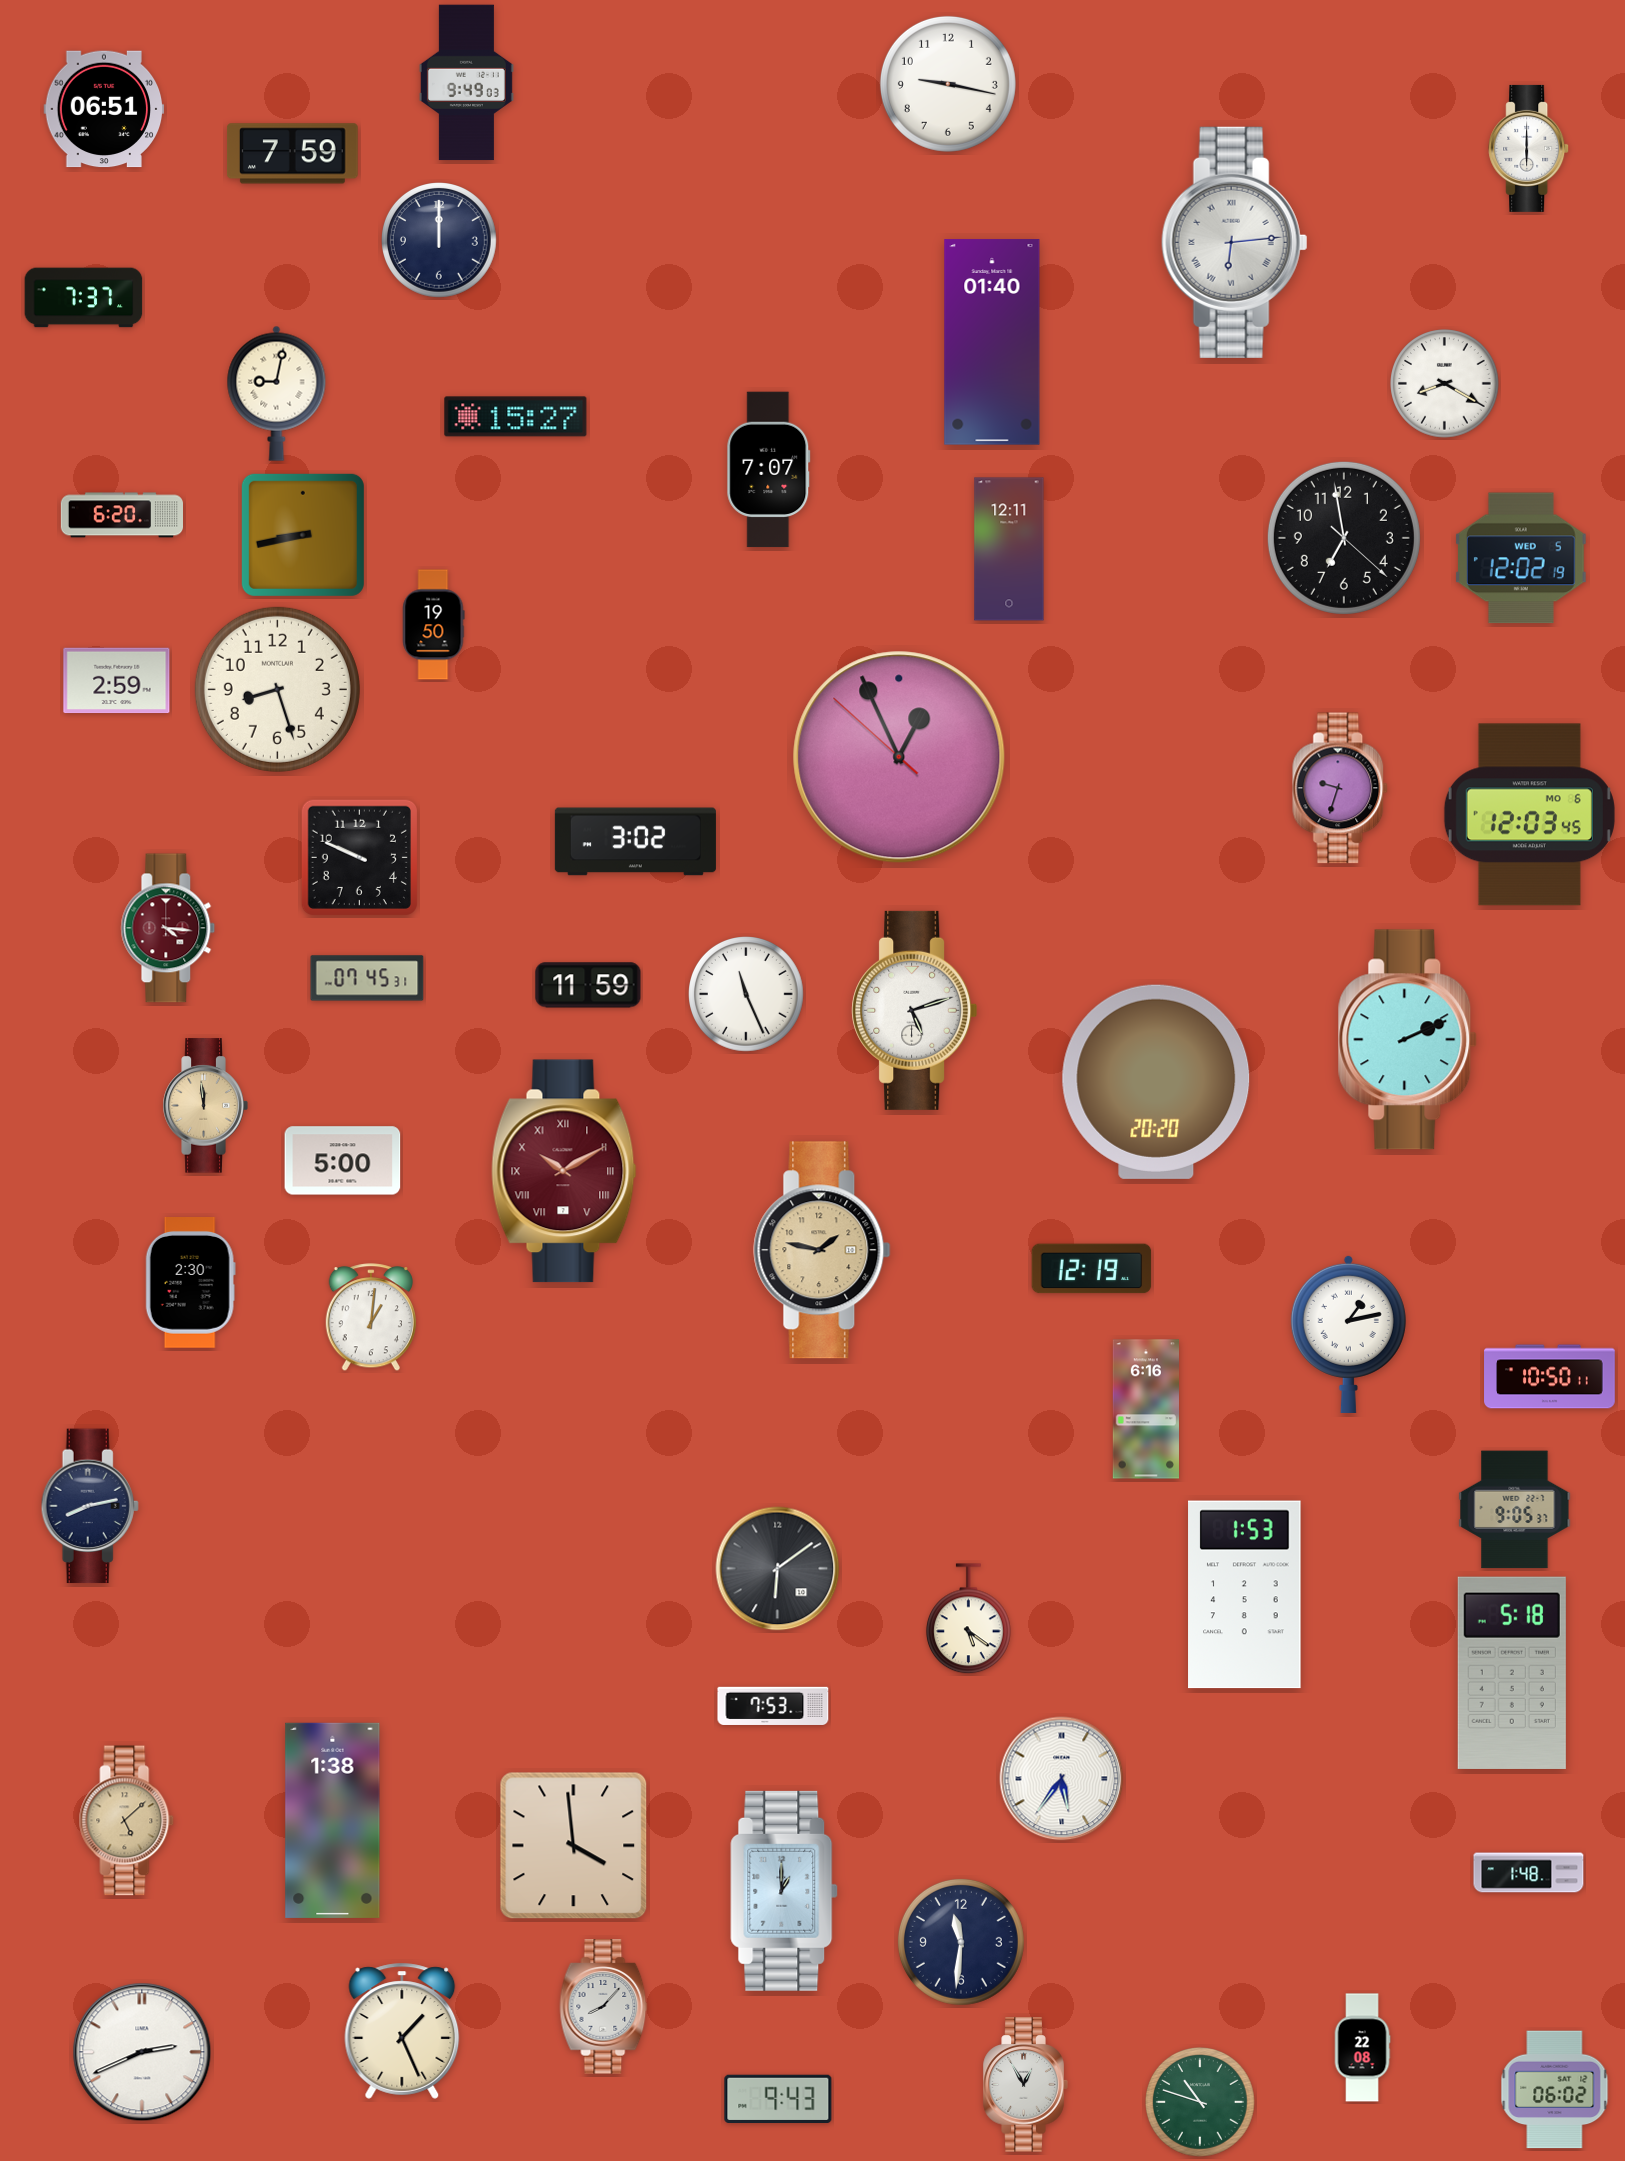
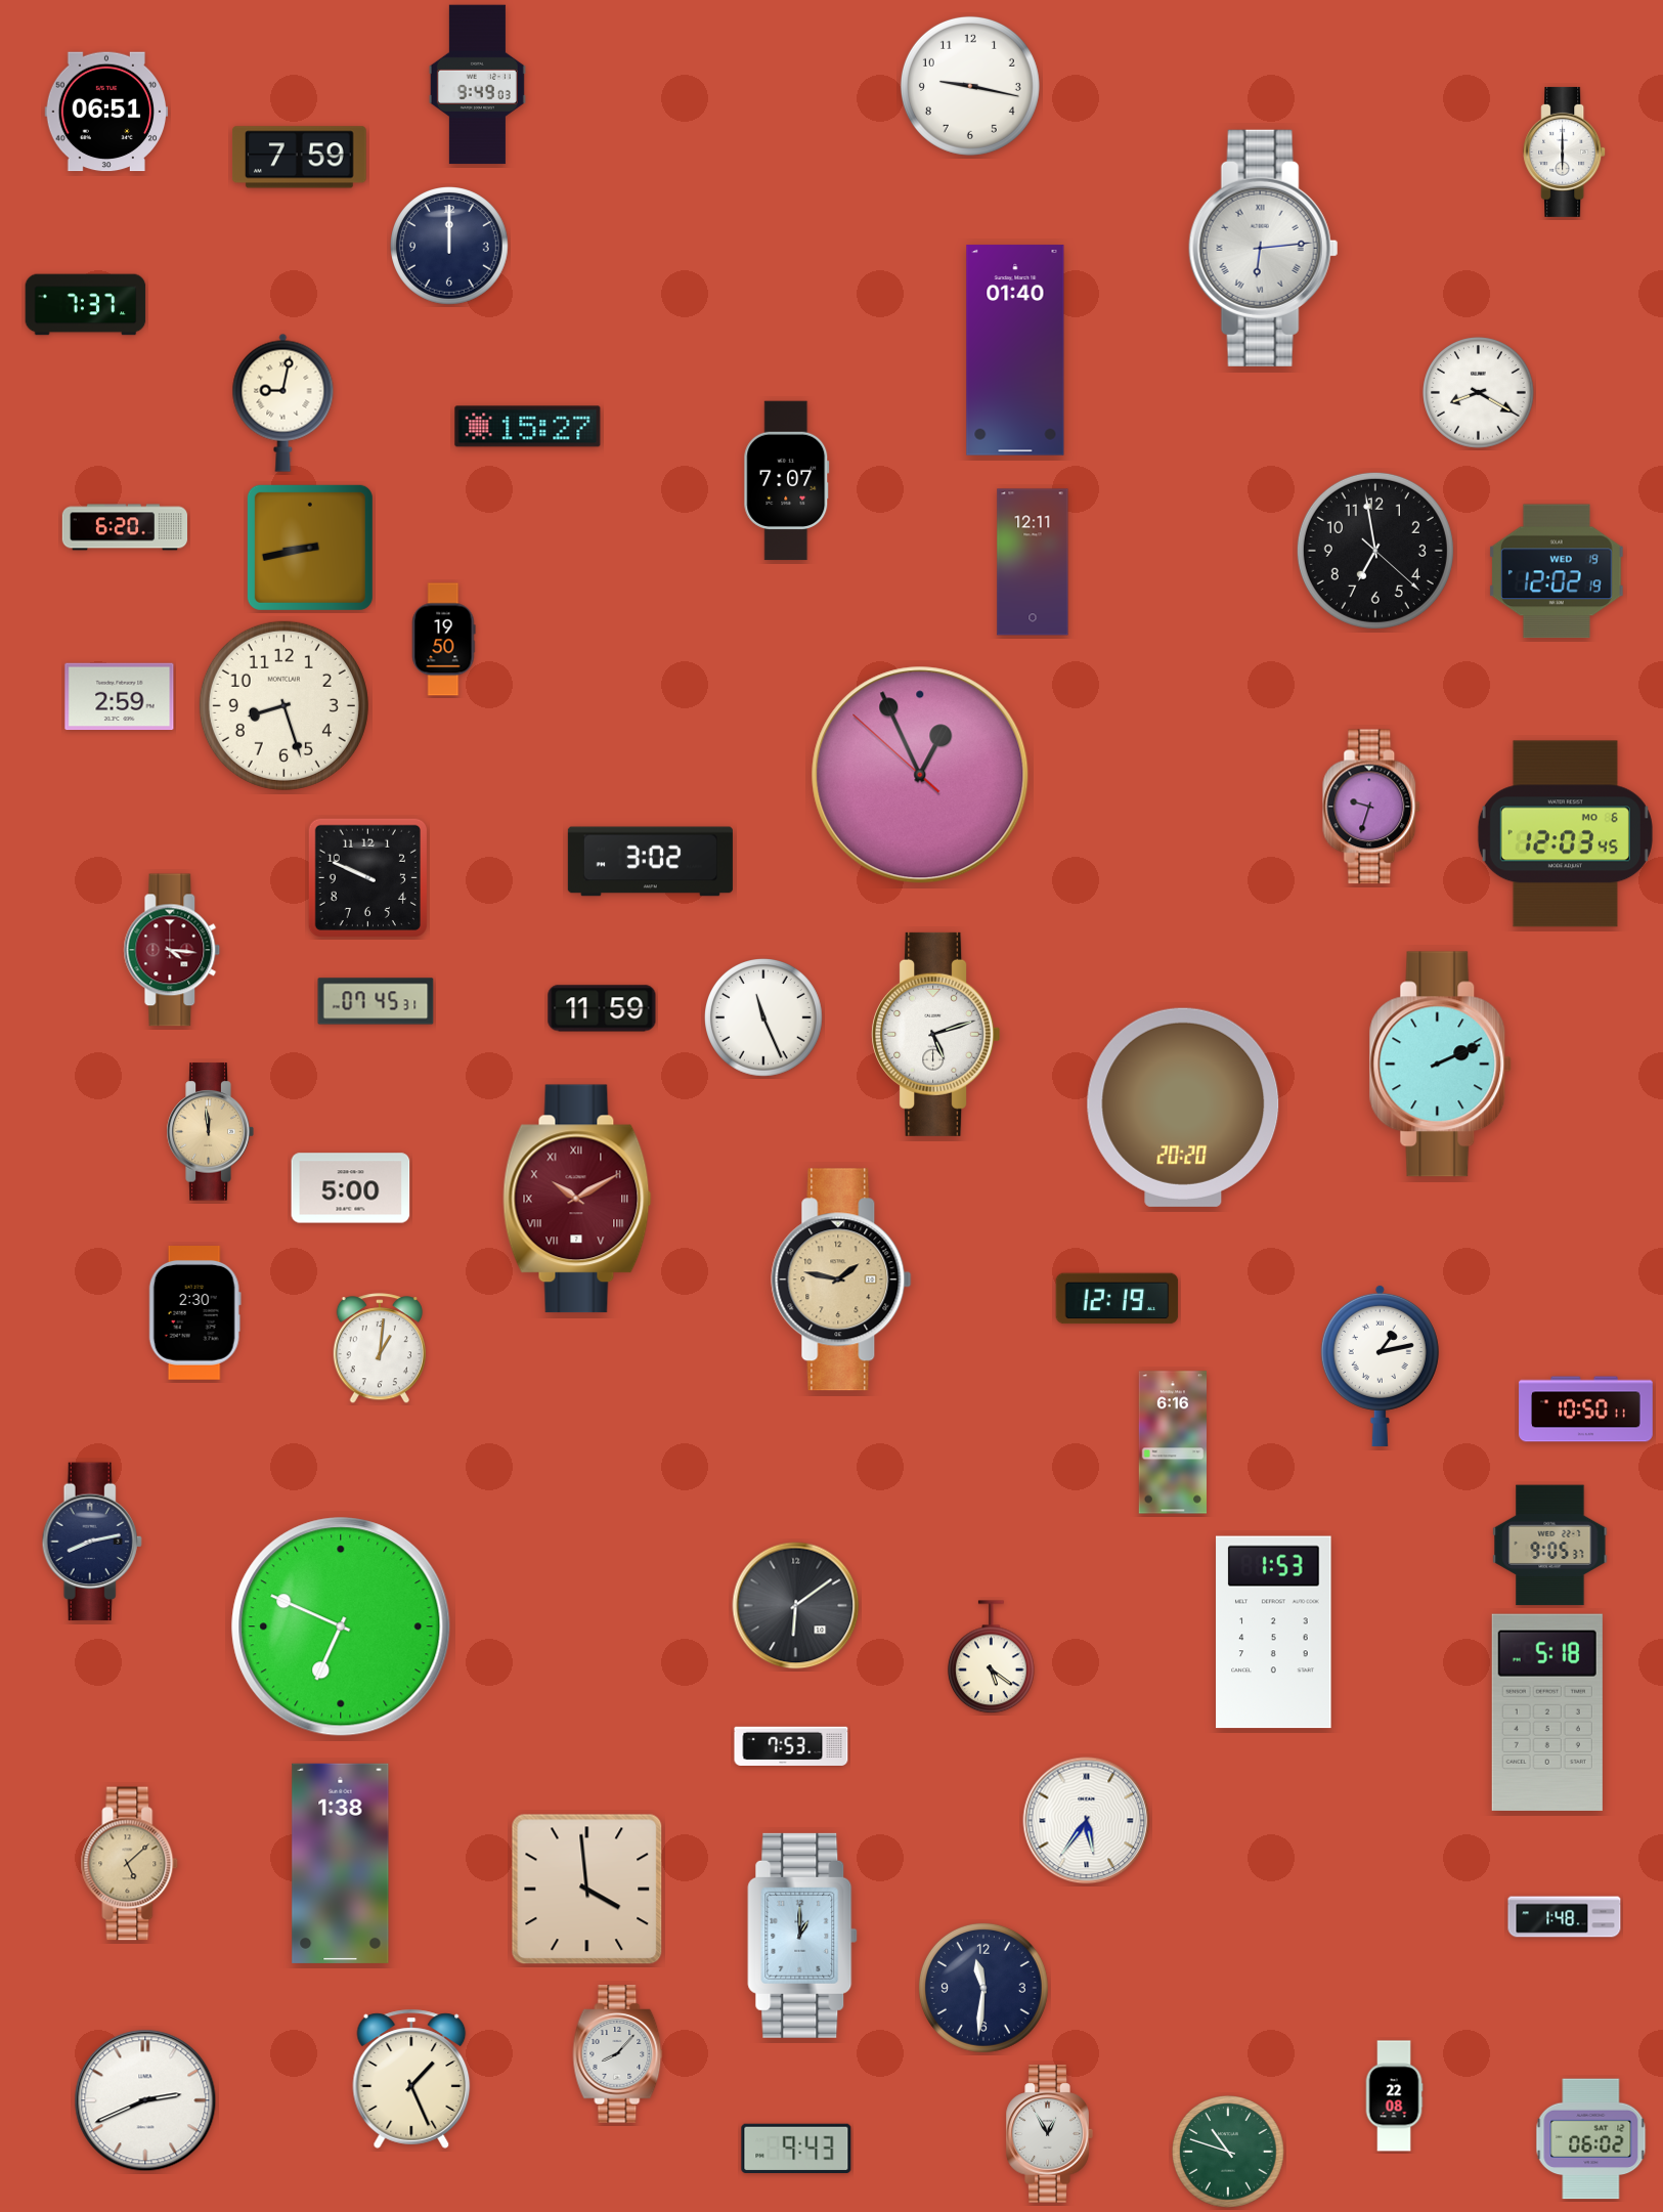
clock at (1521, 558) date: WED 5 -> WED 19
clock at (341, 1627): none -> 6:49
